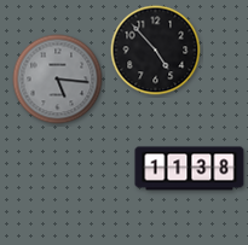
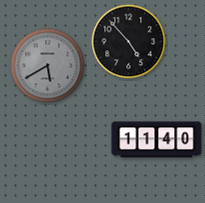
clock at (58, 80): 5:16 -> 5:40
clock at (190, 169): 11:38 -> 11:40
